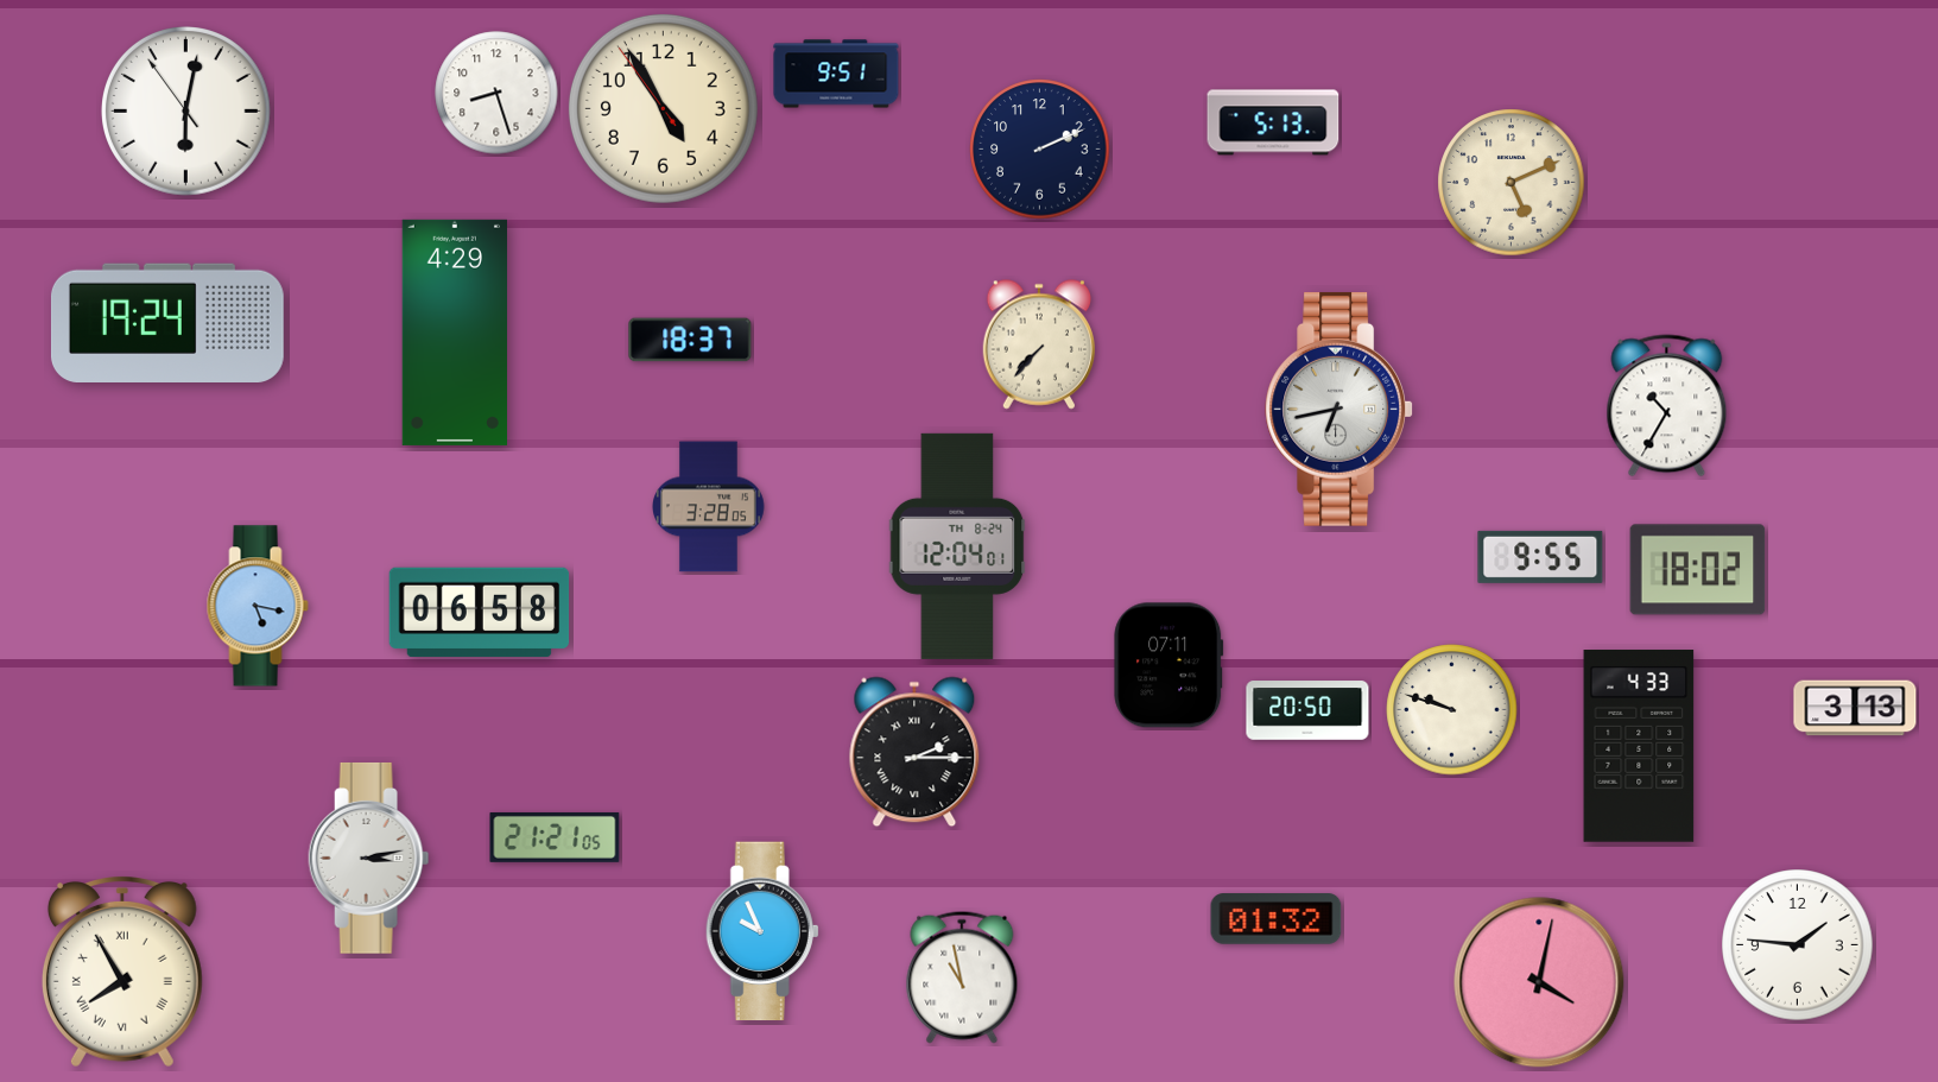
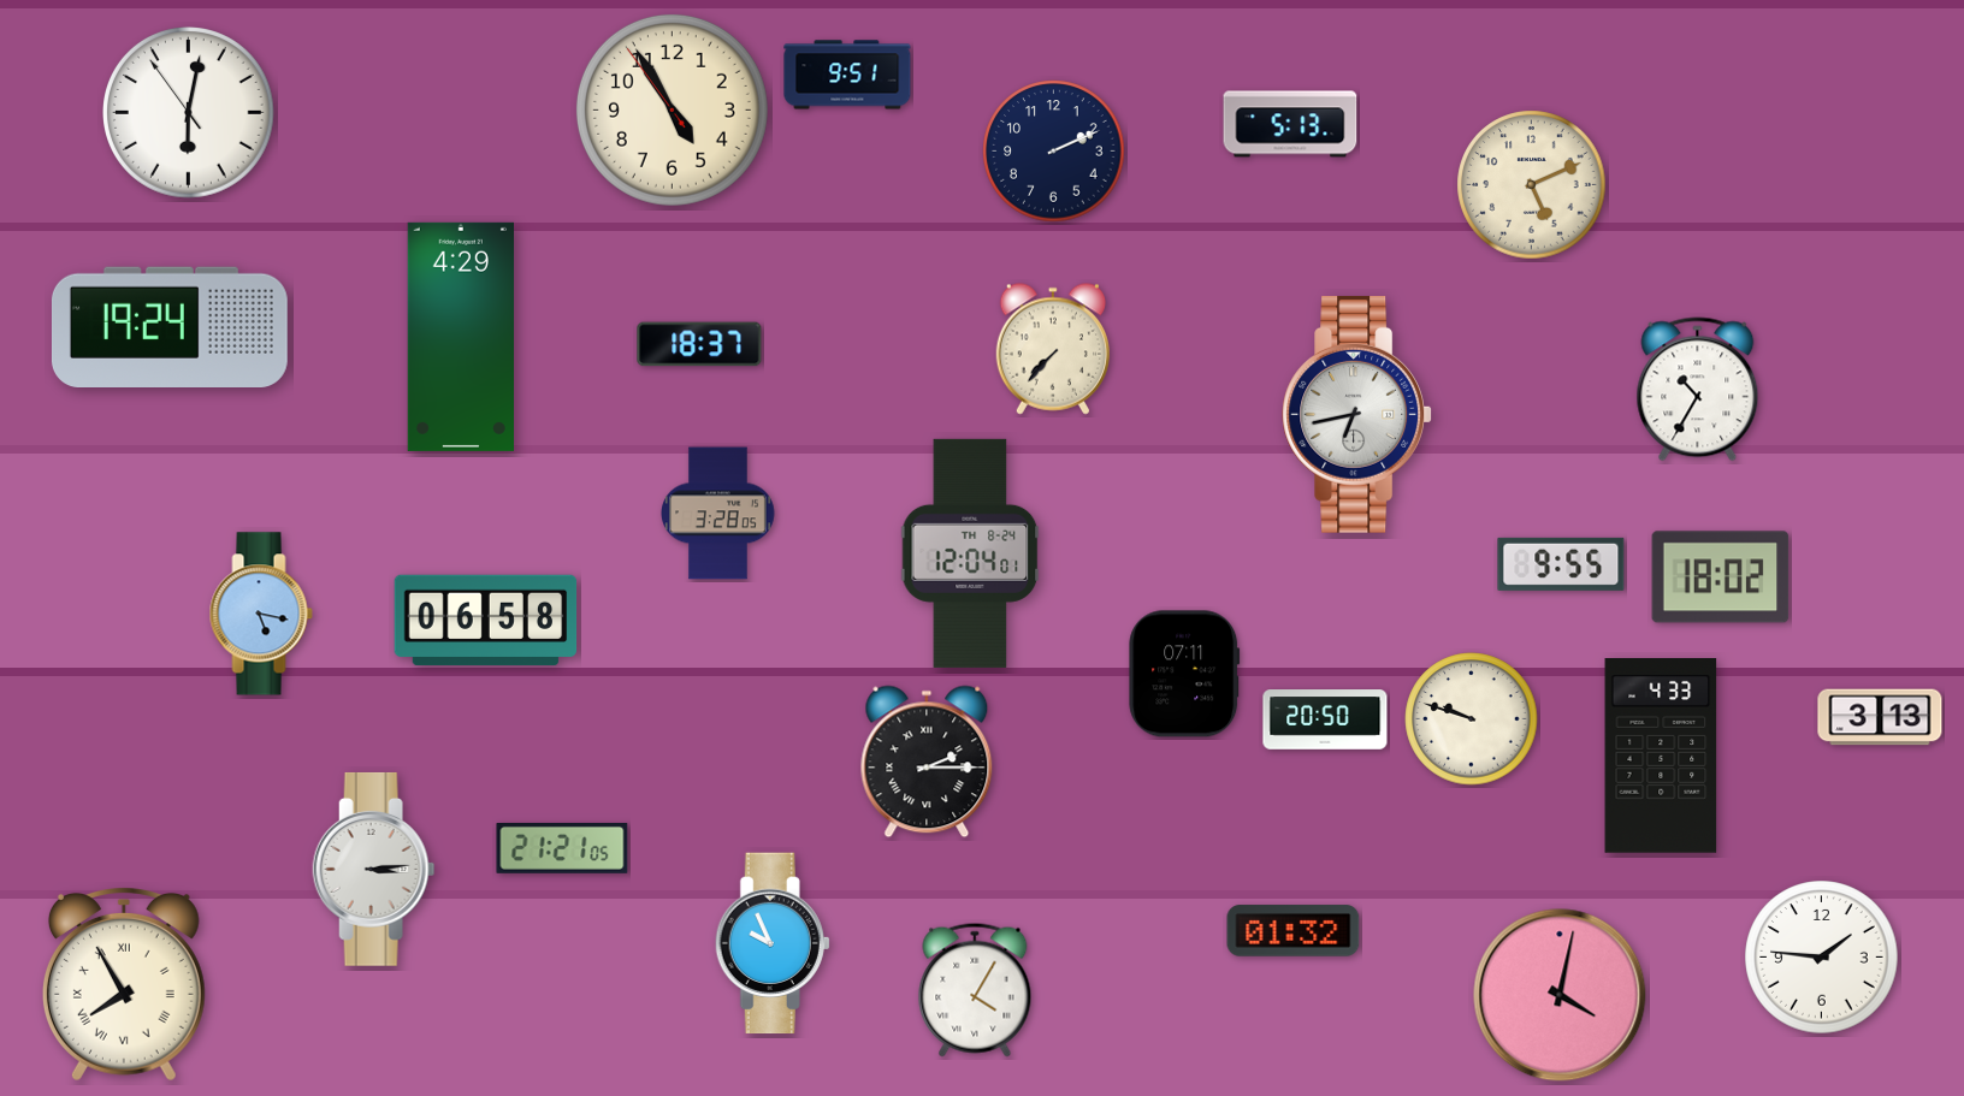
clock at (496, 93): 8:27 -> none
clock at (1667, 406) position: (1667, 406) -> (1698, 390)
clock at (369, 858): 3:13 -> 3:14
clock at (962, 977): 10:58 -> 4:05
